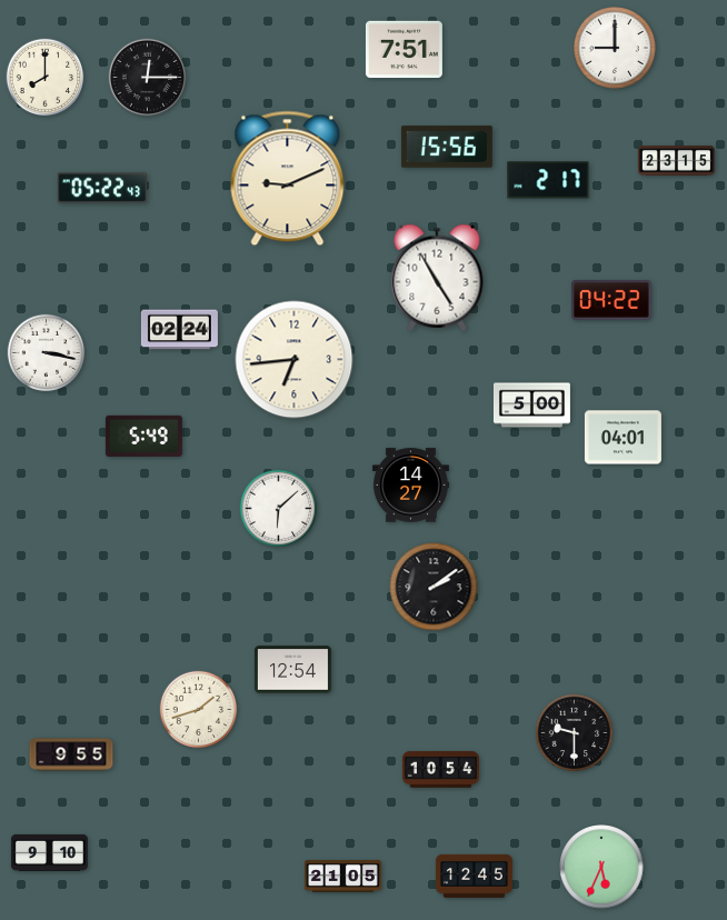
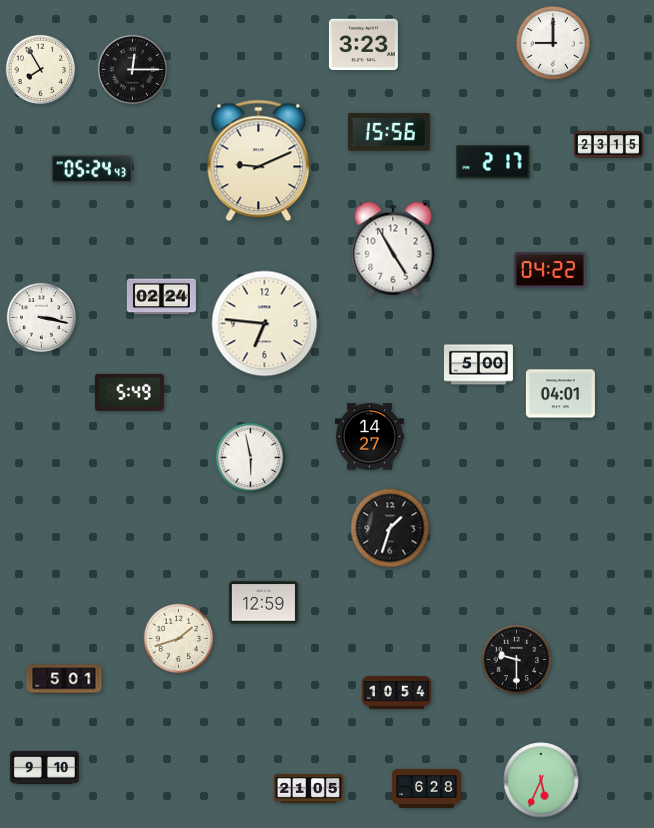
clock at (404, 50): 7:51 -> 3:23
clock at (46, 78): 8:00 -> 7:55
clock at (447, 147) position: (447, 147) -> (389, 132)
clock at (102, 188): 05:22 -> 05:24
clock at (295, 360): 6:44 -> 6:46
clock at (279, 509): 6:08 -> 5:58
clock at (434, 587): 2:09 -> 1:33
clock at (292, 670): 12:54 -> 12:59
clock at (71, 754): 9:55 -> 5:01
clock at (474, 876): 12:45 -> 6:28
